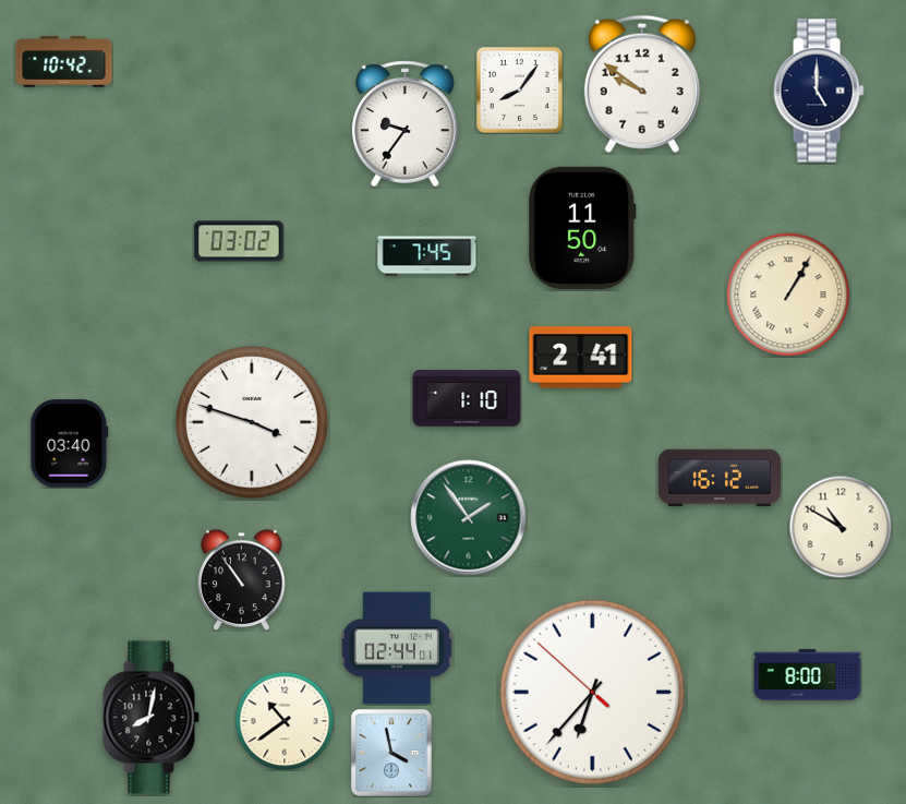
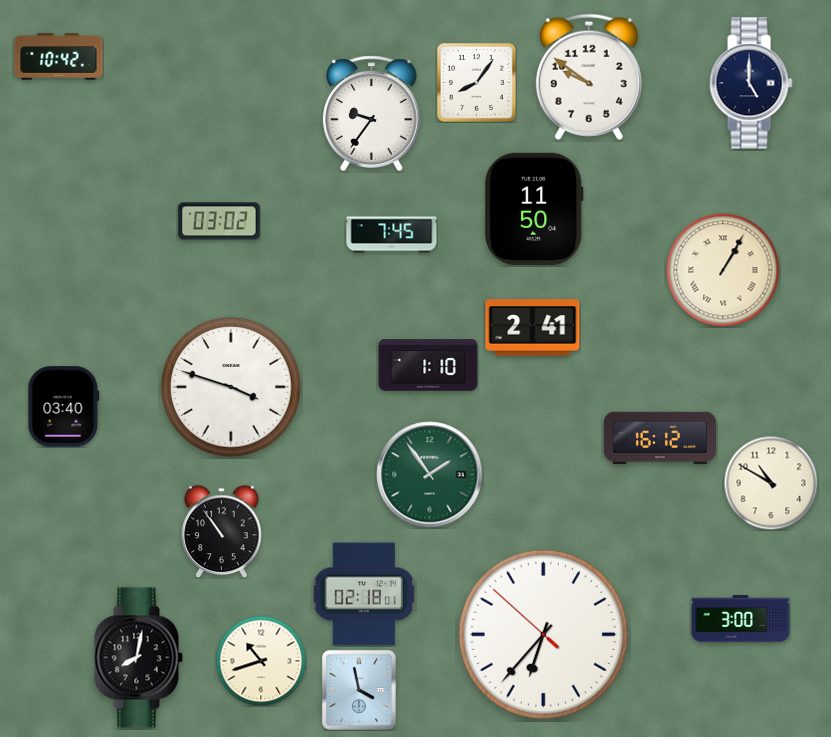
clock at (397, 648): 02:44 -> 02:18
clock at (808, 675): 8:00 -> 3:00
clock at (285, 721): 10:39 -> 10:42
